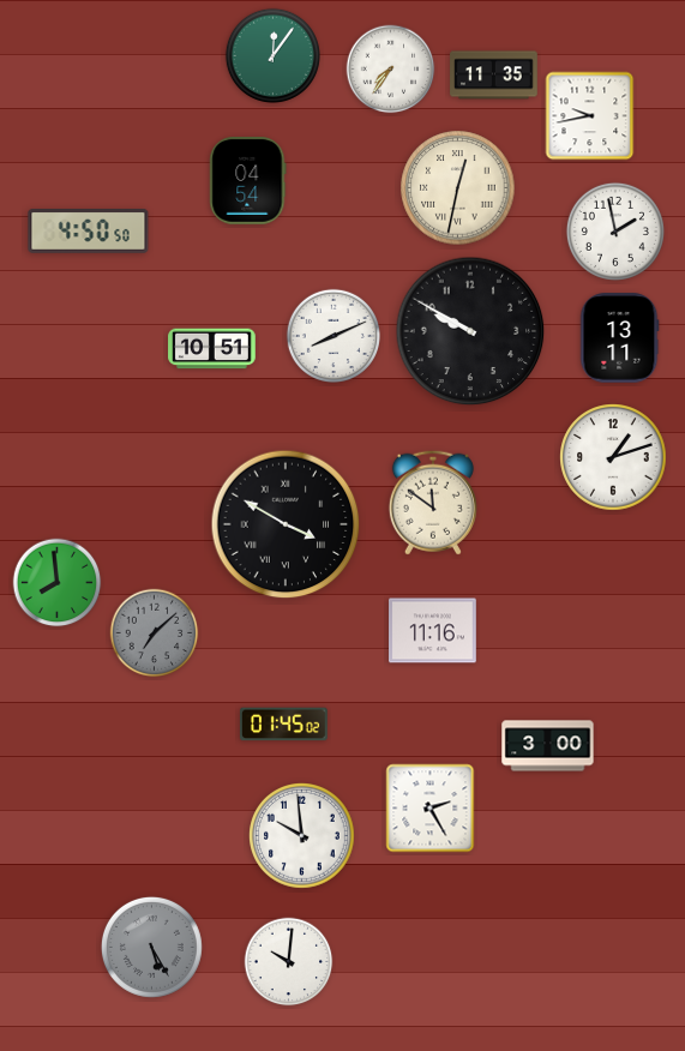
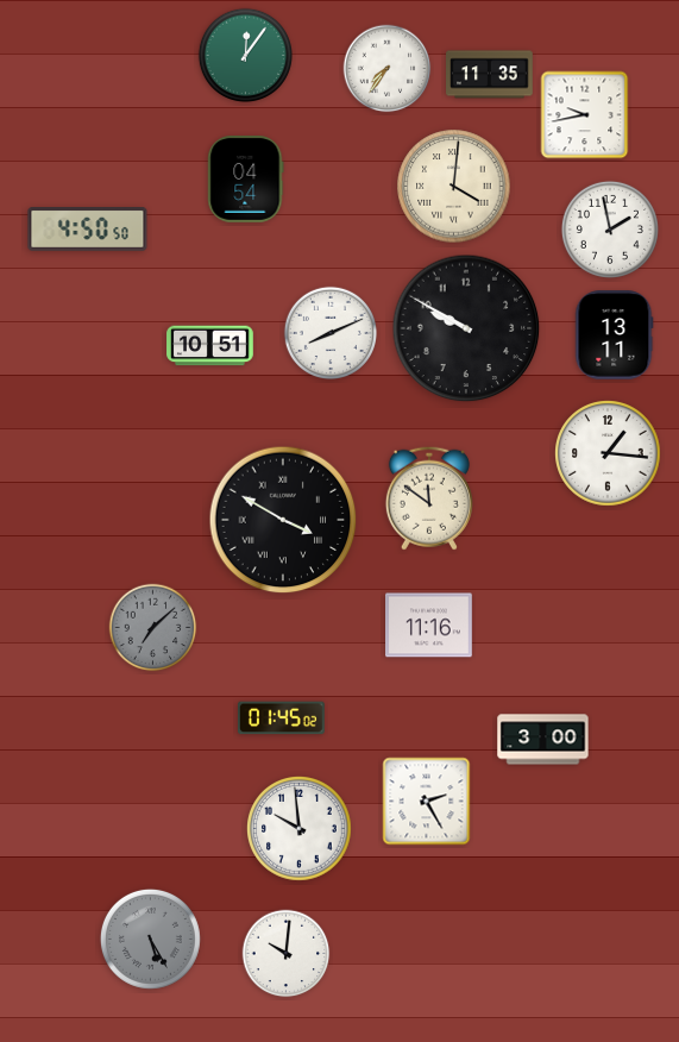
clock at (272, 55) position: (272, 55) -> (245, 55)
clock at (458, 188): 12:32 -> 4:01
clock at (613, 457): 1:12 -> 1:16
clock at (58, 583): 7:59 -> none
